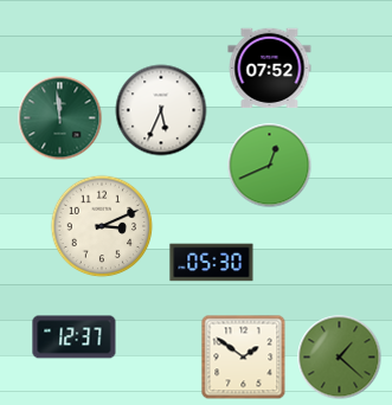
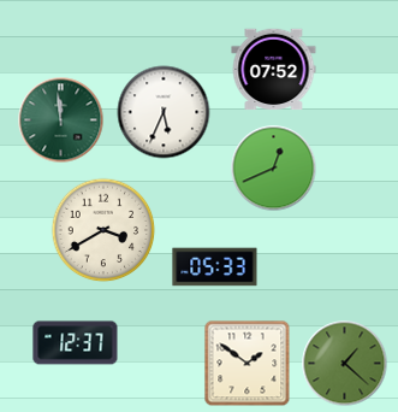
clock at (102, 226): 3:11 -> 3:40
clock at (212, 263): 05:30 -> 05:33
